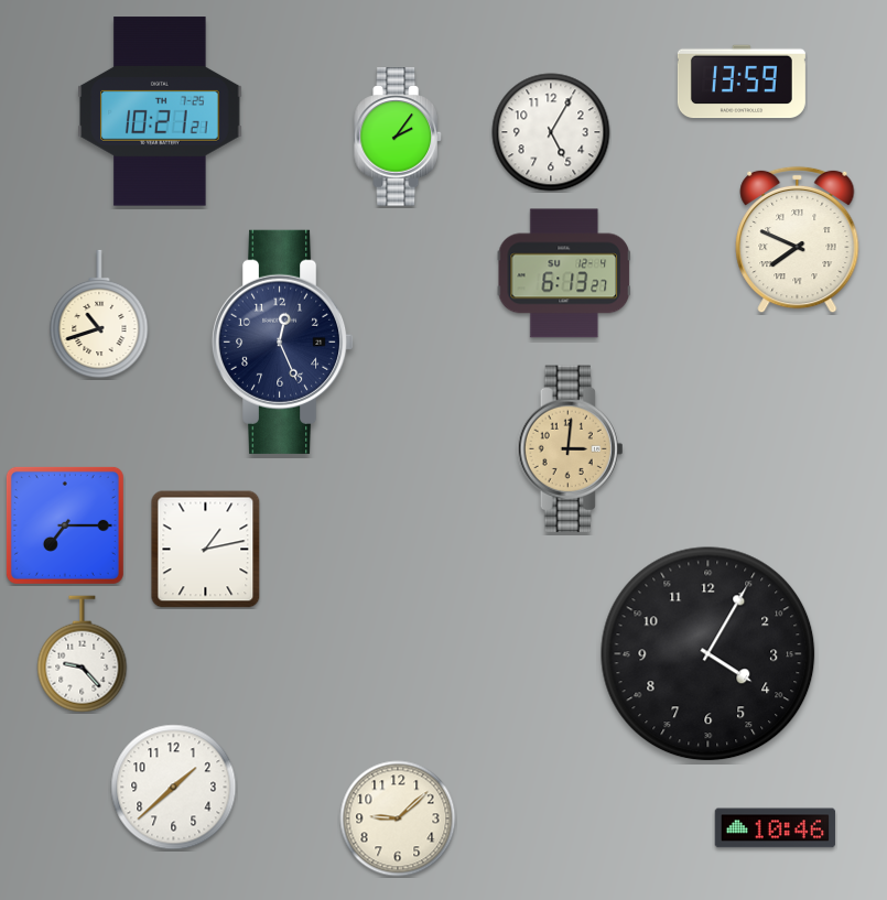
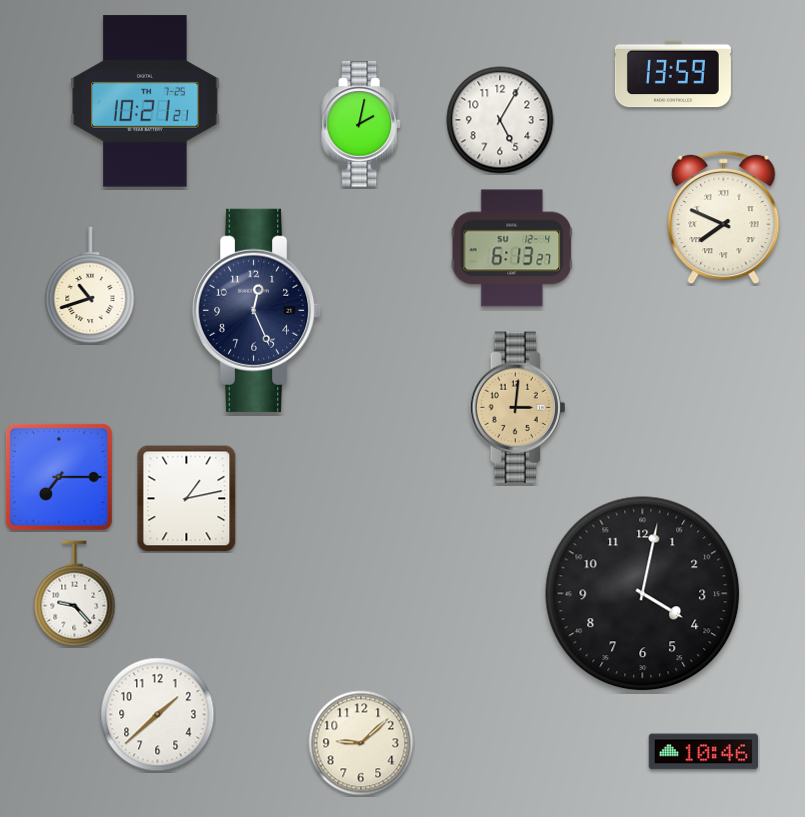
clock at (398, 137): 2:06 -> 2:02
clock at (708, 654): 4:05 -> 4:02
